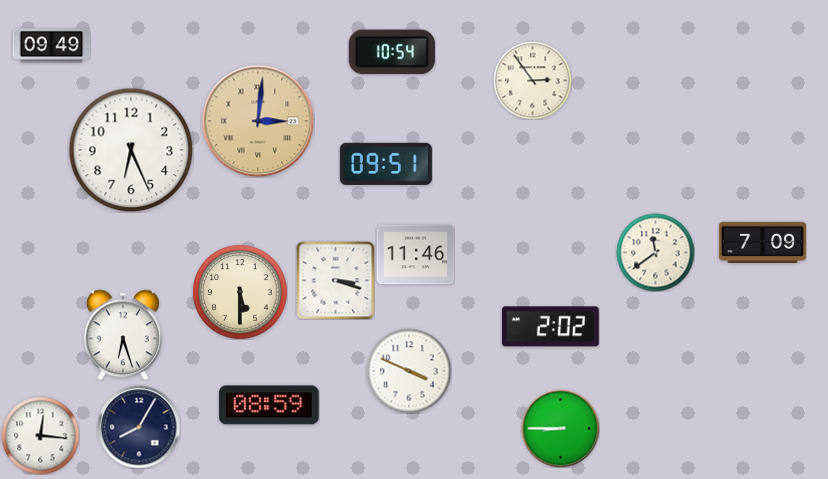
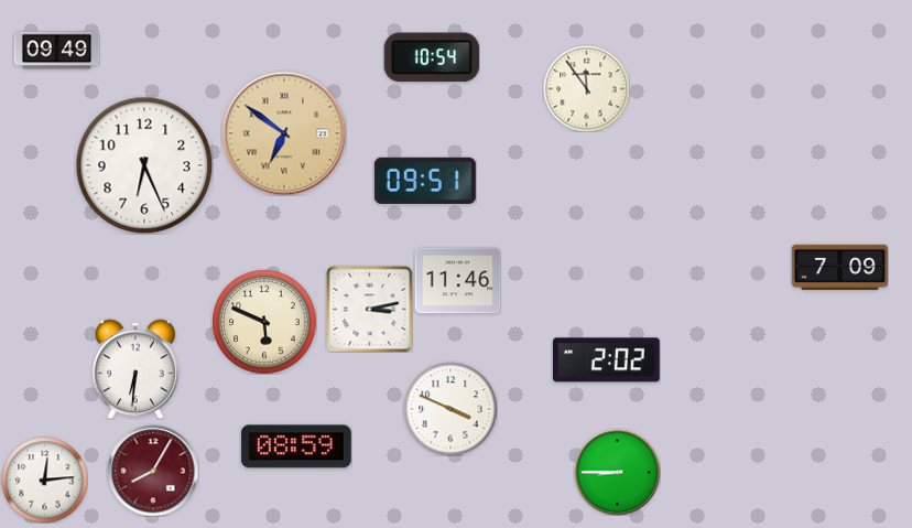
clock at (532, 80): 2:54 -> 11:54
clock at (258, 121): 3:01 -> 6:51
clock at (655, 252): 11:39 -> none
clock at (335, 280): 3:18 -> 3:13
clock at (240, 292): 5:30 -> 5:49
clock at (123, 335): 6:27 -> 6:31
clock at (139, 427) dial: navy -> burgundy
clock at (40, 435): 12:16 -> 12:14
